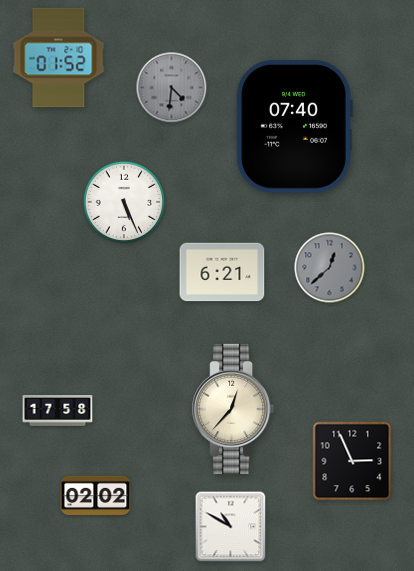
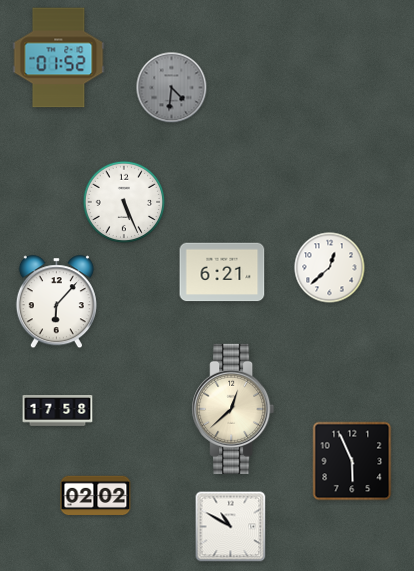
clock at (294, 127): 07:40 -> none
clock at (330, 268) dial: grey -> white
clock at (56, 302): none -> 6:07
clock at (233, 409): 12:37 -> 12:38
clock at (352, 461): 2:56 -> 5:56
